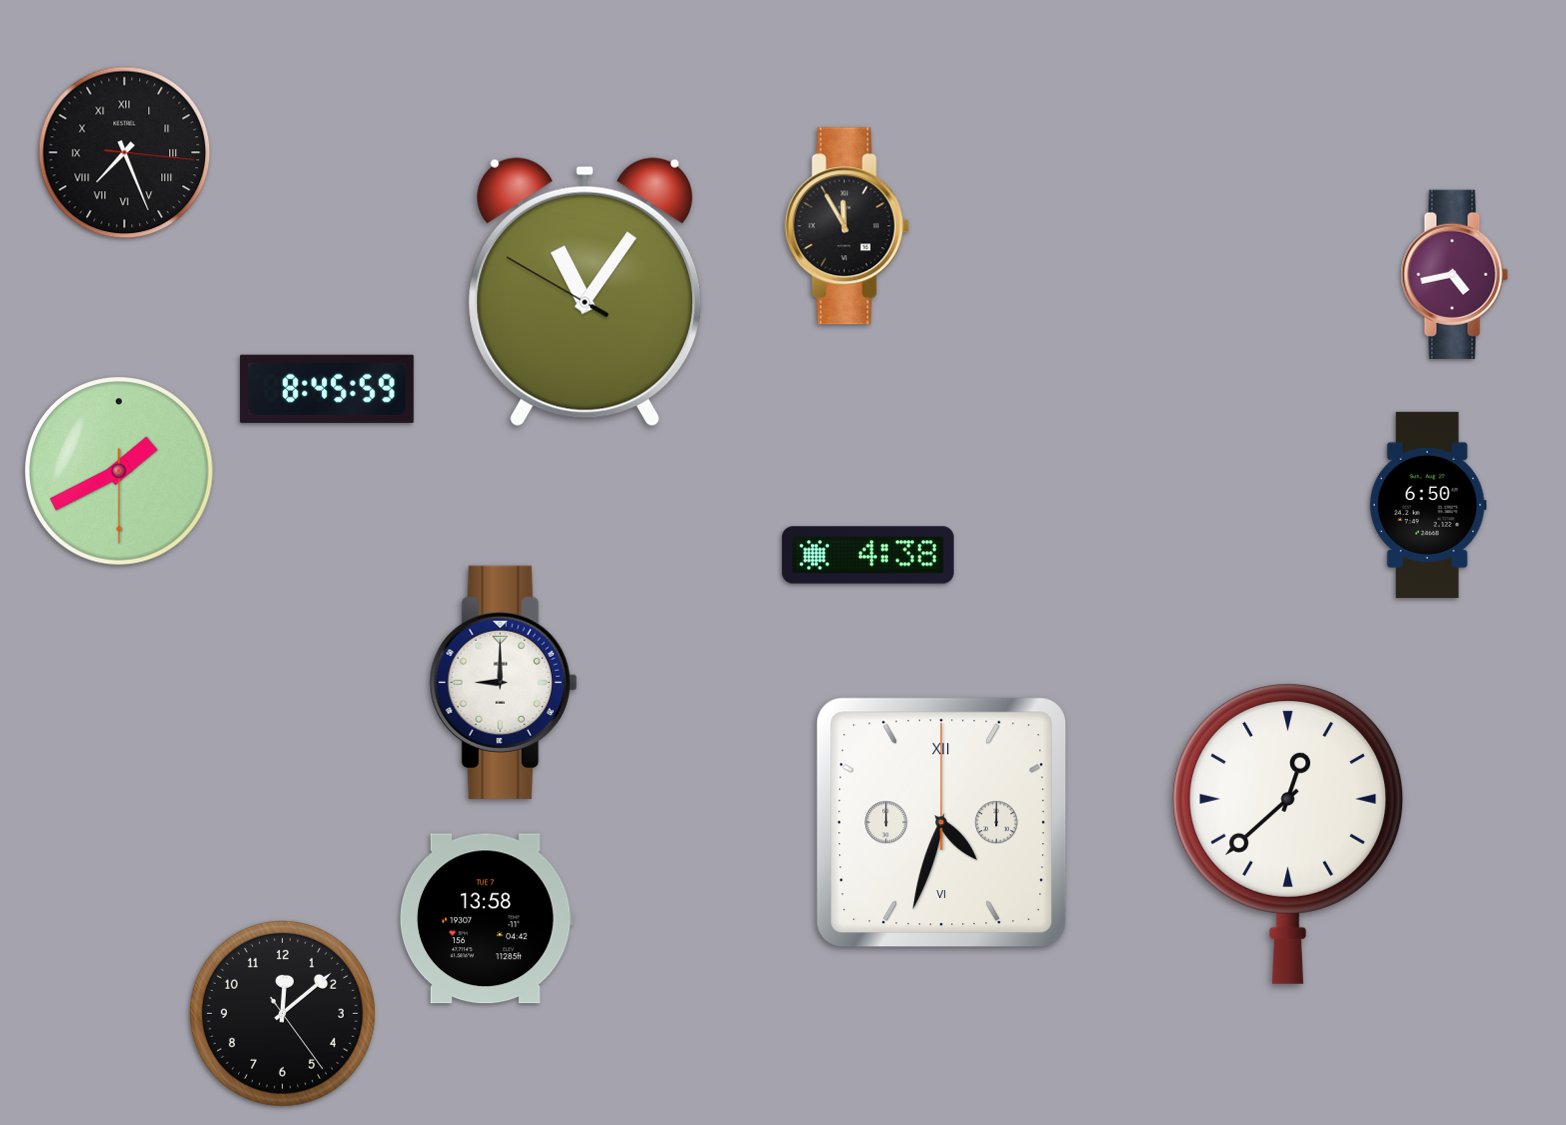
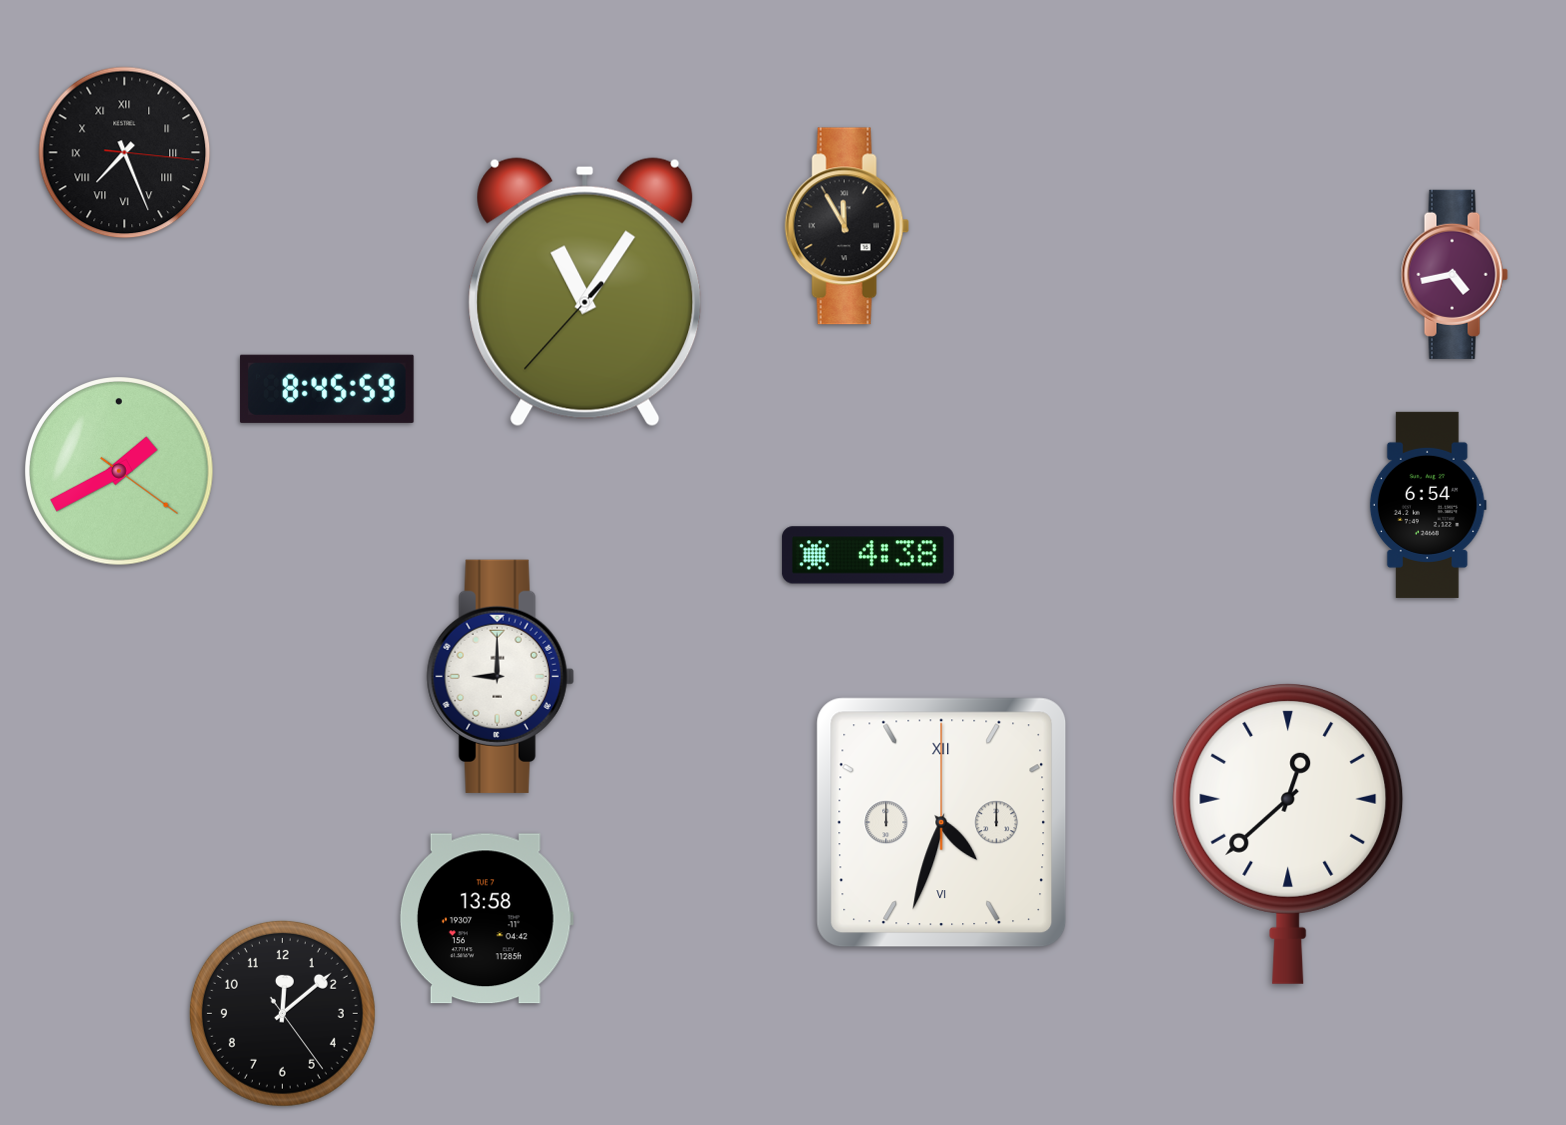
clock at (585, 292): 11:05:50 -> 11:05:37
clock at (119, 471): 1:40:30 -> 1:40:21
clock at (1428, 505): 6:50 -> 6:54
clock at (503, 682) position: (503, 682) -> (500, 676)
